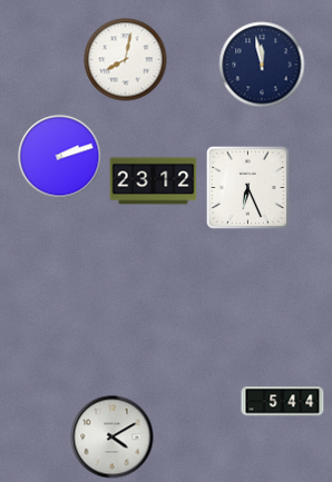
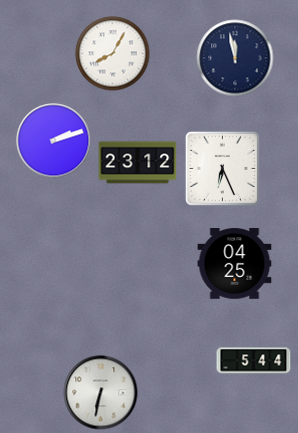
clock at (126, 60): 8:02 -> 8:05
clock at (235, 264): none -> 04:25
clock at (113, 437): 4:10 -> 6:32
